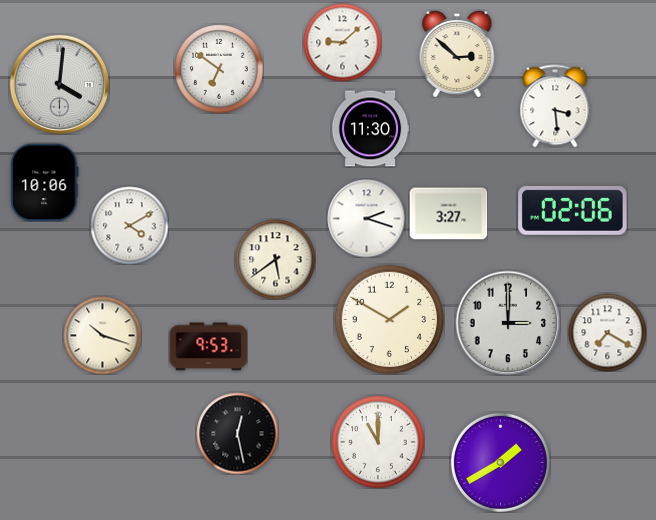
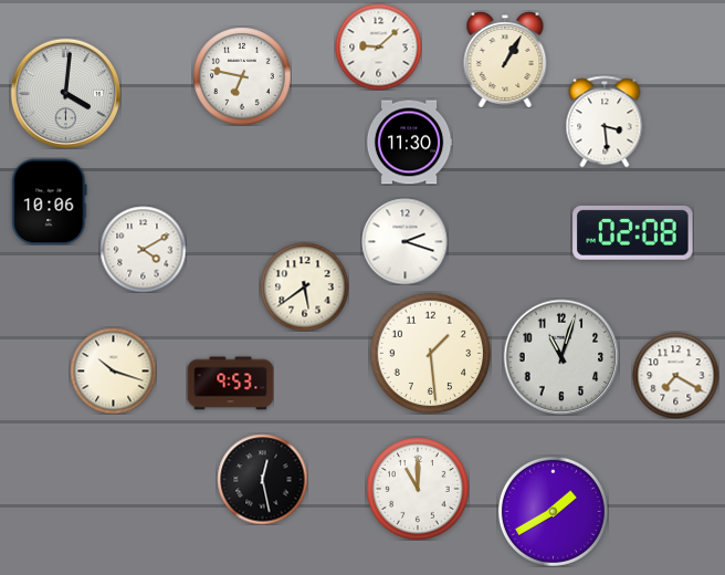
clock at (457, 54): 2:52 -> 1:05
clock at (219, 69): 6:51 -> 6:47
clock at (555, 106) position: (555, 106) -> (605, 122)
clock at (573, 210): 02:06 -> 02:08
clock at (448, 214): 3:27 -> none
clock at (389, 319): 1:50 -> 1:29
clock at (508, 323): 3:00 -> 11:03
clock at (607, 332) position: (607, 332) -> (675, 375)
